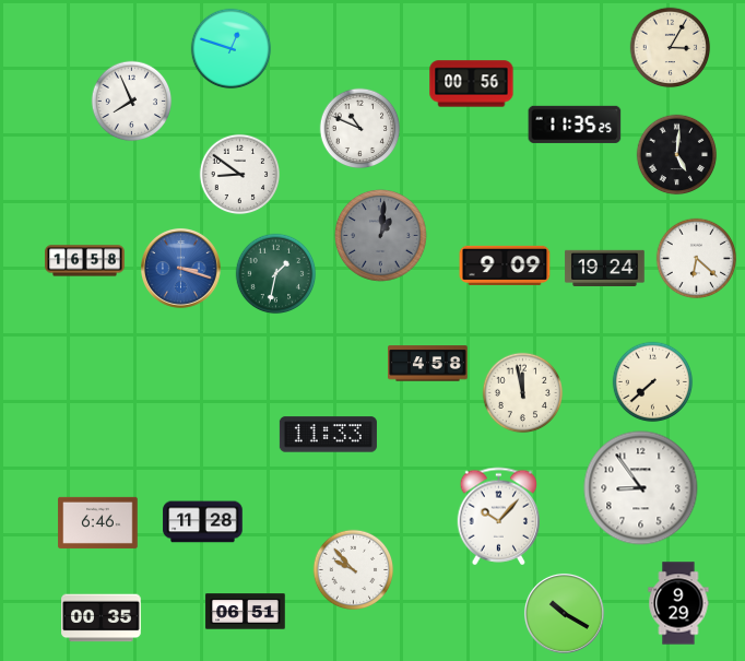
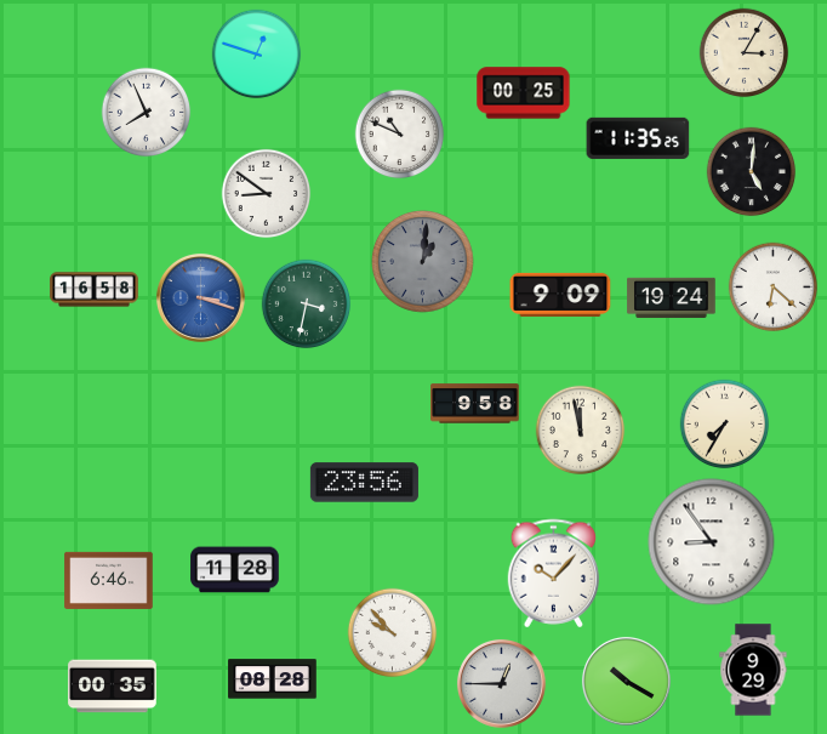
clock at (472, 84): 00:56 -> 00:25
clock at (360, 129) position: (360, 129) -> (400, 135)
clock at (276, 274): 1:32 -> 3:32
clock at (428, 364): 4:58 -> 9:58
clock at (653, 382): 7:38 -> 7:35
clock at (523, 393) position: (523, 393) -> (581, 431)
clock at (328, 435): 11:33 -> 23:56
clock at (203, 522) position: (203, 522) -> (235, 570)
clock at (246, 612): 06:51 -> 08:28
clock at (501, 683): none -> 12:45
